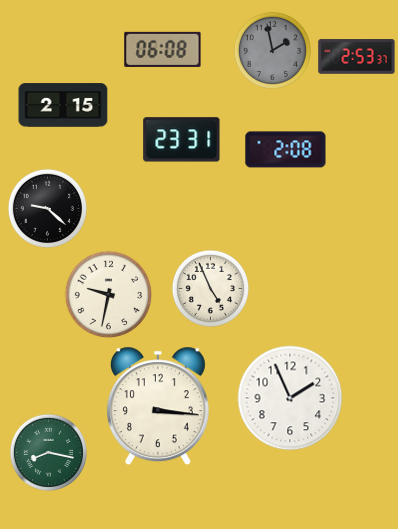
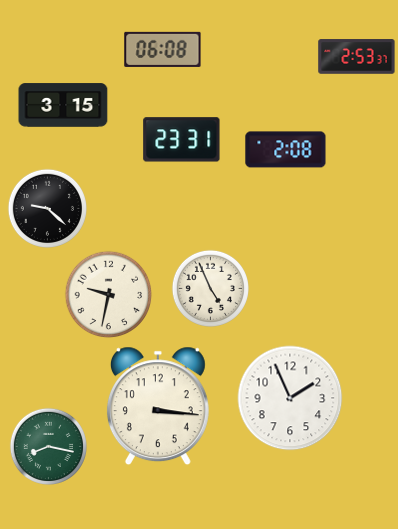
clock at (272, 50): 1:58 -> none
clock at (63, 105): 2:15 -> 3:15
clock at (48, 452) position: (48, 452) -> (48, 446)
